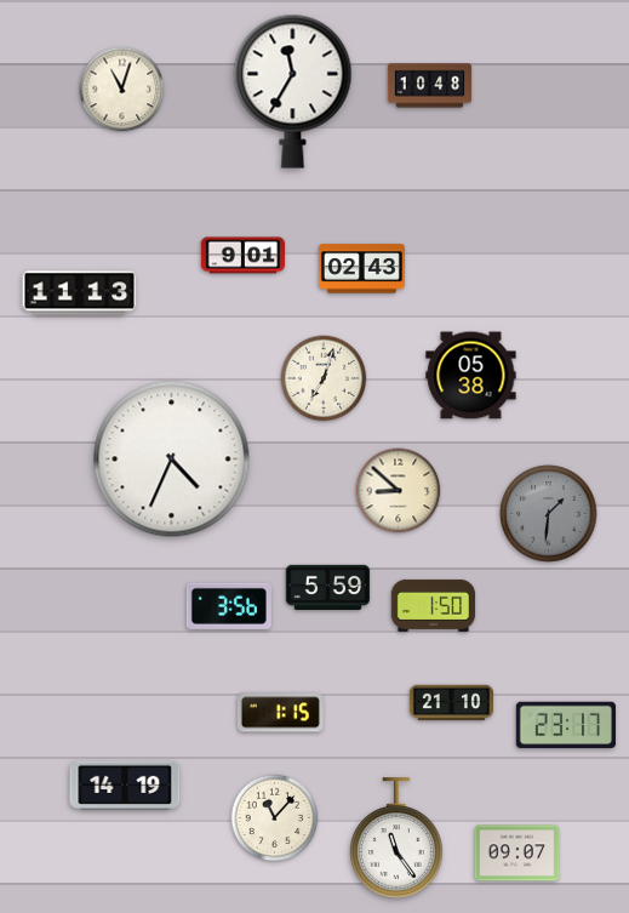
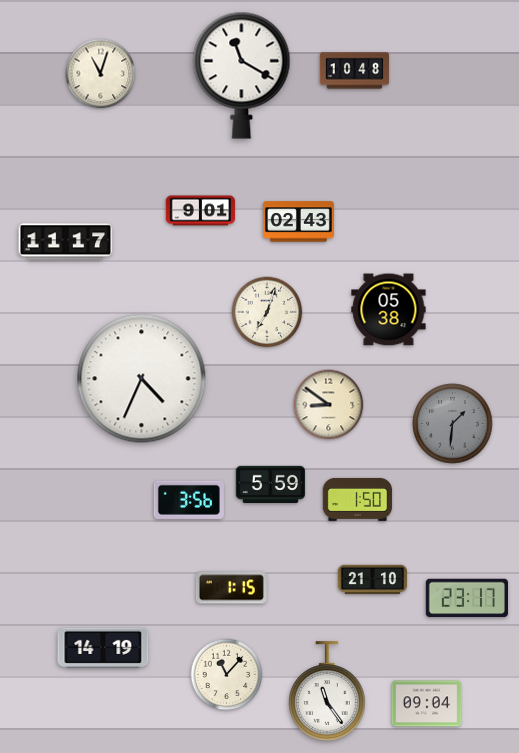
clock at (293, 91): 11:35 -> 11:20
clock at (80, 293): 11:13 -> 11:17
clock at (399, 491): 8:52 -> 8:51
clock at (518, 854): 09:07 -> 09:04
